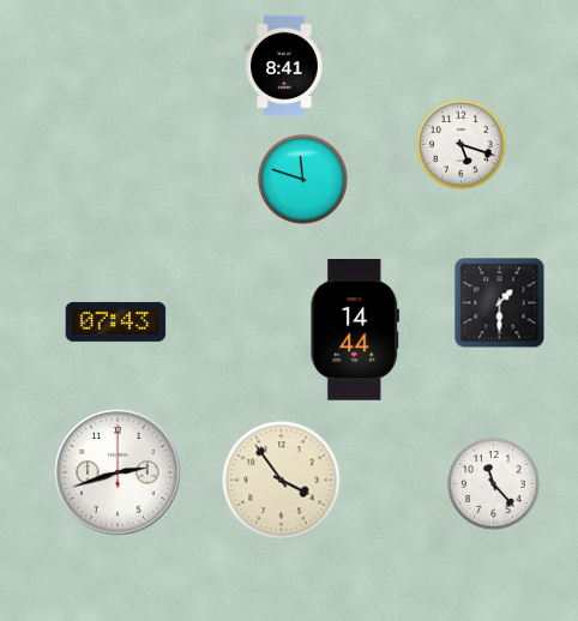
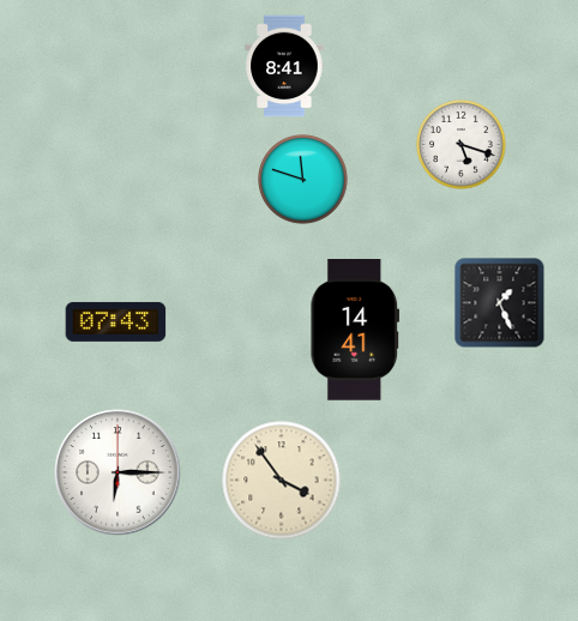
clock at (500, 303): 1:30 -> 1:26
clock at (355, 331): 14:44 -> 14:41
clock at (118, 472): 2:42 -> 6:15
clock at (494, 484): 11:23 -> none
